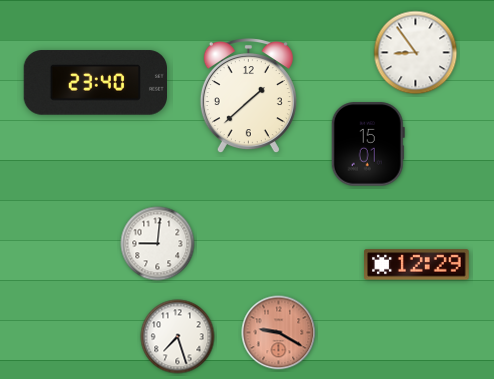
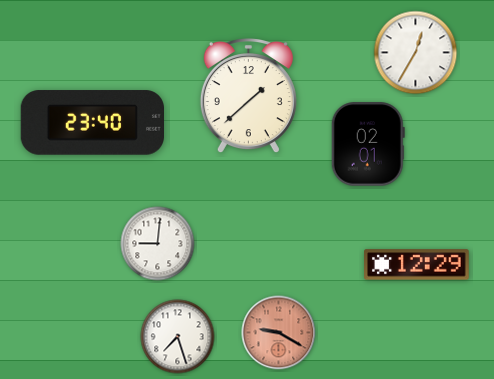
clock at (416, 53): 8:54 -> 12:35
clock at (95, 83) position: (95, 83) -> (92, 123)
clock at (368, 144): 15:01 -> 02:01
